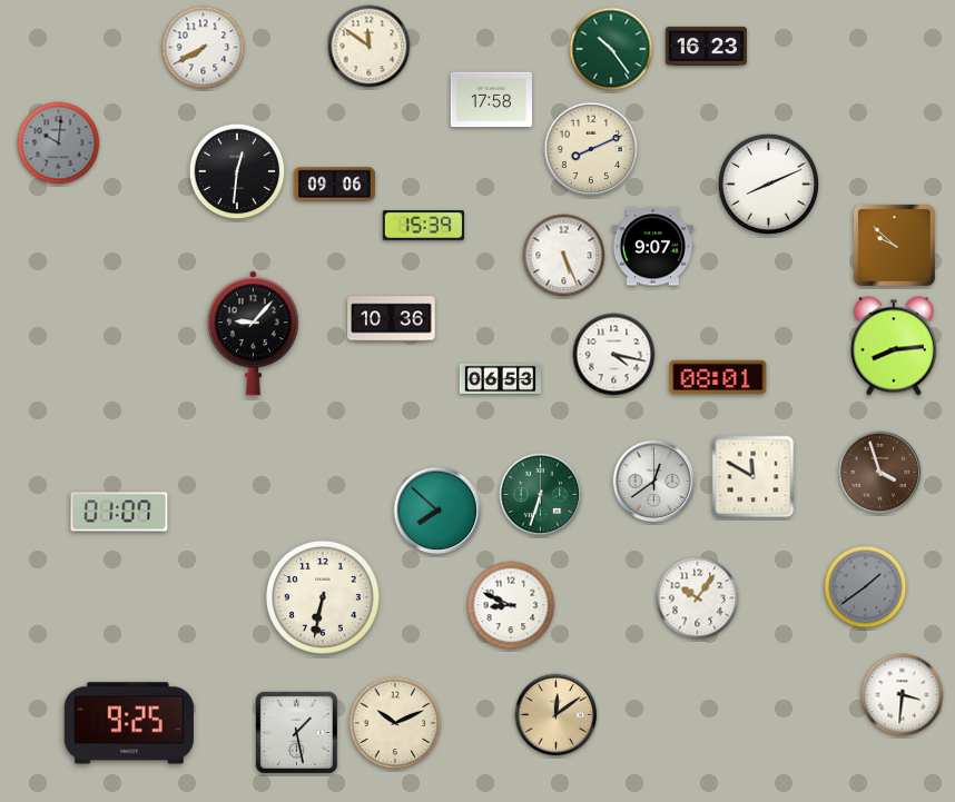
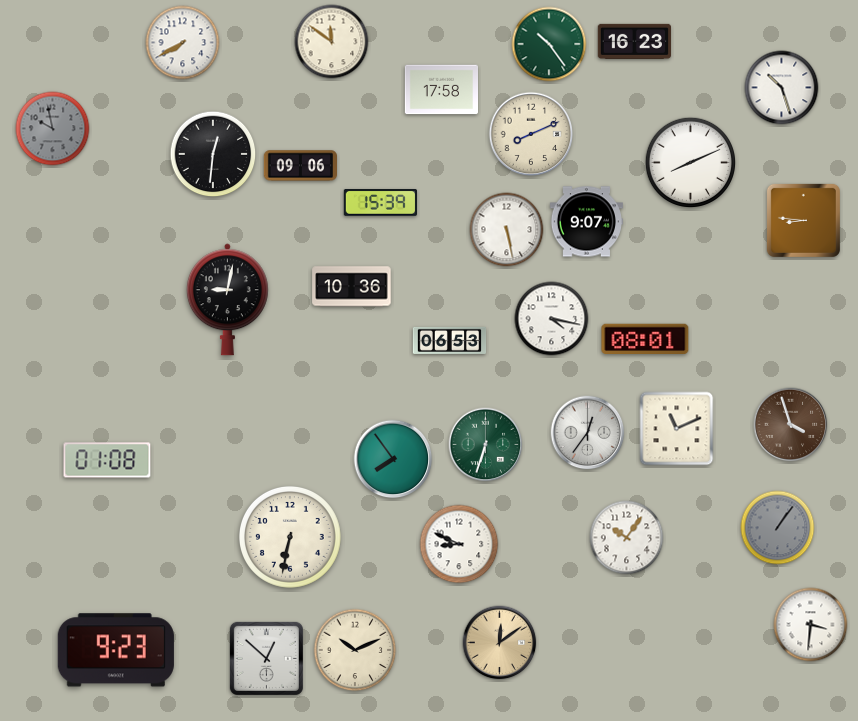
clock at (782, 88): none -> 10:27
clock at (59, 143): 10:01 -> 9:58
clock at (768, 184) position: (768, 184) -> (690, 162)
clock at (894, 245): 9:52 -> 8:46
clock at (564, 256): 5:26 -> 5:28
clock at (253, 334): 9:07 -> 9:02
clock at (894, 346): 8:14 -> none
clock at (754, 477): 11:50 -> 11:11
clock at (654, 482): 12:39 -> 12:36
clock at (437, 511): 7:52 -> 7:54
clock at (119, 512): 01:07 -> 01:08
clock at (866, 587): 1:39 -> 1:06
clock at (129, 723): 9:25 -> 9:23
clock at (296, 732): 1:28 -> 12:52
